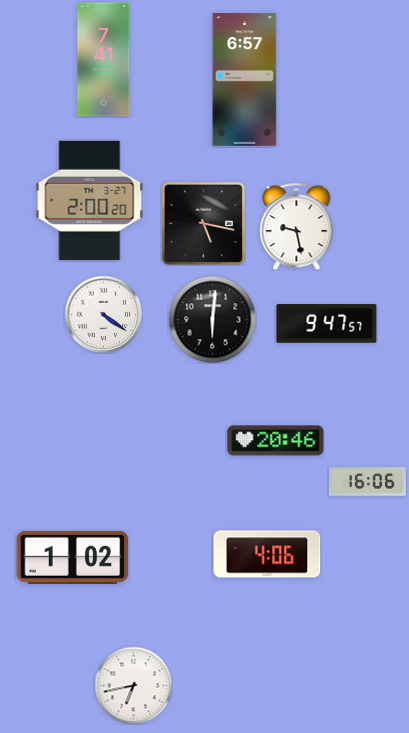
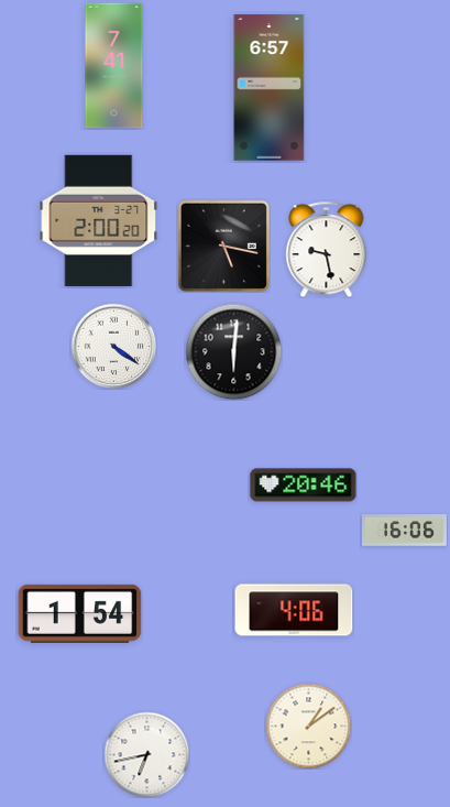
clock at (327, 324): 9:47 -> none
clock at (73, 557): 1:02 -> 1:54
clock at (308, 726): none -> 1:09
